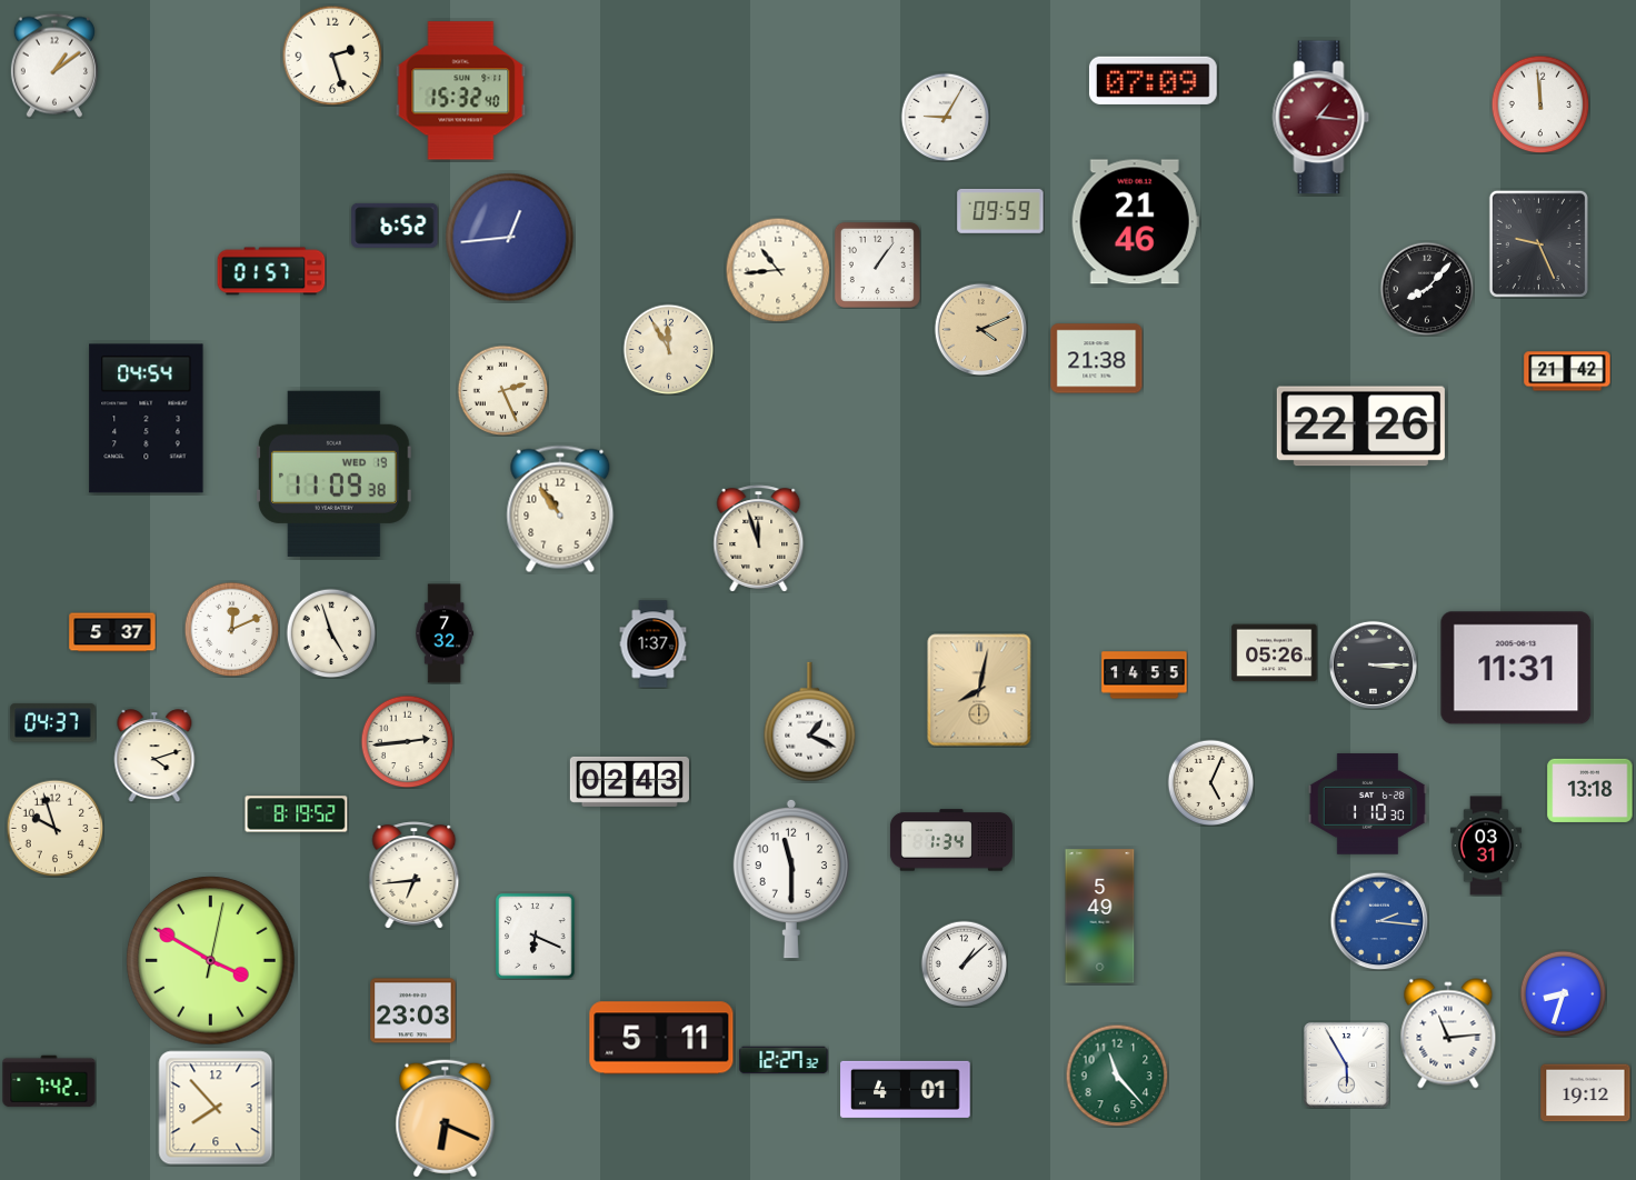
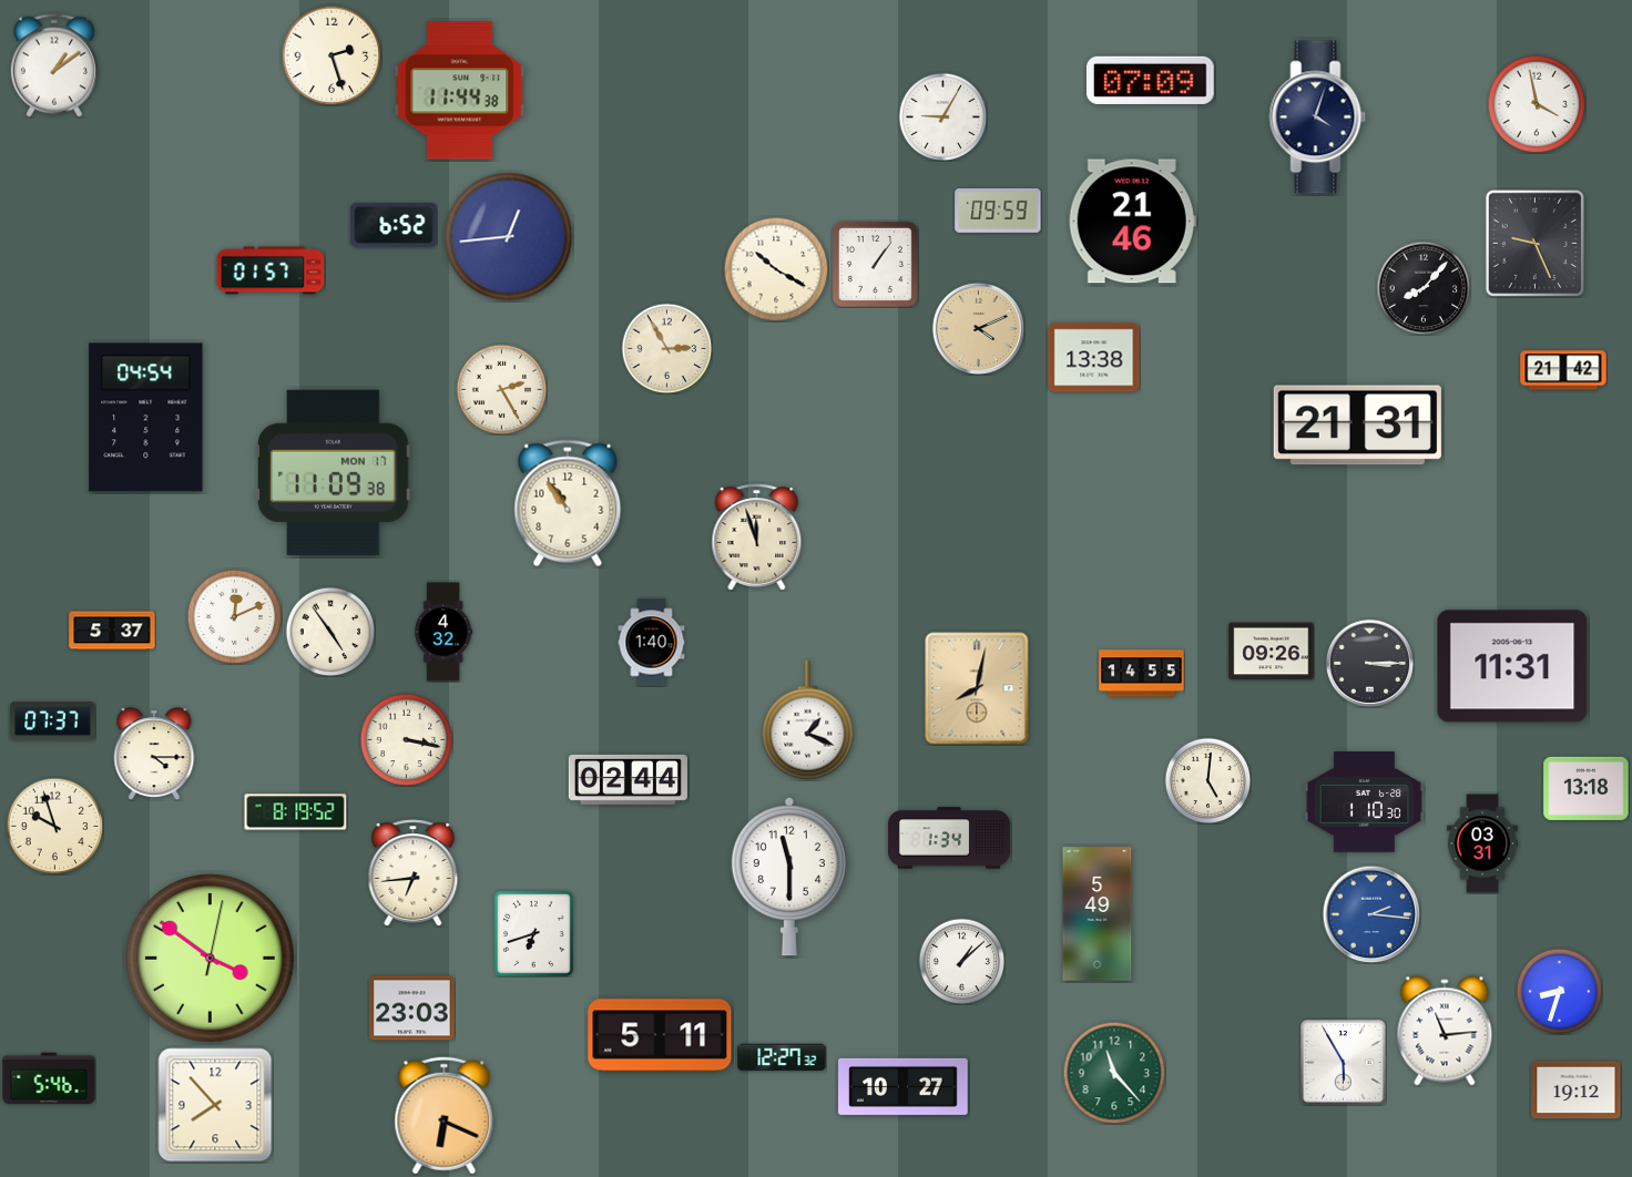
clock at (461, 91): 15:32 -> 11:44
clock at (1540, 104): 11:59 -> 3:58
clock at (1321, 118): 1:16 -> 4:03
clock at (1321, 118) dial: burgundy -> navy
clock at (778, 270): 10:44 -> 10:20
clock at (668, 349): 11:55 -> 2:55
clock at (1097, 359): 21:38 -> 13:38
clock at (502, 390): 2:26 -> 2:25
clock at (1360, 427): 22:26 -> 21:31
clock at (333, 473) date: WED 19 -> MON 17
clock at (560, 509) position: (560, 509) -> (568, 503)
clock at (231, 629) position: (231, 629) -> (234, 616)
clock at (331, 633): 4:57 -> 4:54
clock at (445, 633): 7:32 -> 4:32
clock at (654, 644): 1:37 -> 1:40
clock at (1275, 653): 05:26 -> 09:26
clock at (53, 723): 04:37 -> 07:37
clock at (407, 741): 2:44 -> 3:17
clock at (154, 756): 4:12 -> 4:15
clock at (629, 781): 02:43 -> 02:44
clock at (1210, 782): 5:04 -> 5:01
clock at (1379, 921) position: (1379, 921) -> (1371, 914)
clock at (536, 937): 6:19 -> 6:42
clock at (211, 961): 3:50 -> 3:51
clock at (49, 1081): 7:42 -> 5:46
clock at (906, 1089): 4:01 -> 10:27
clock at (1586, 1093) position: (1586, 1093) -> (1577, 1091)
